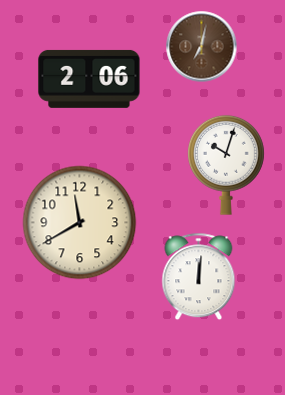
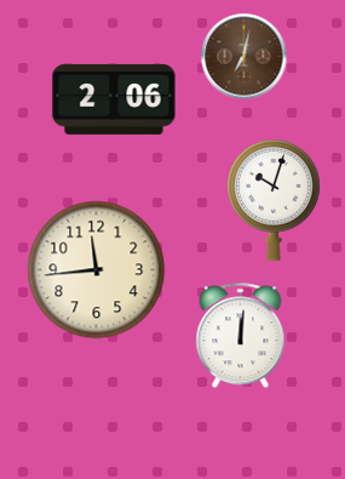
clock at (89, 79) position: (89, 79) -> (114, 99)
clock at (80, 223): 11:40 -> 11:44
